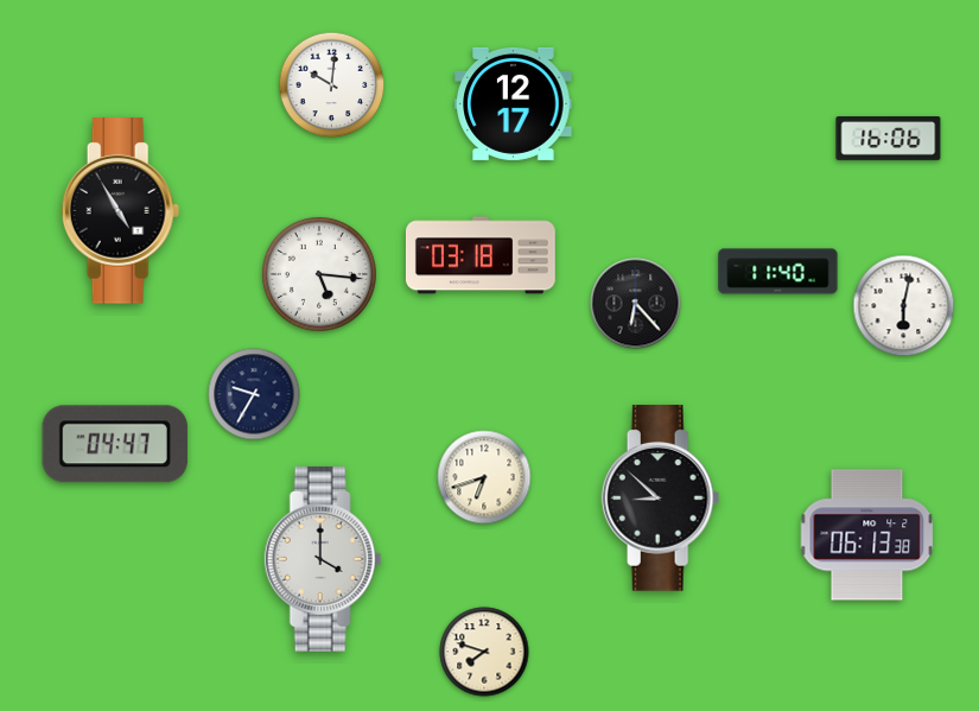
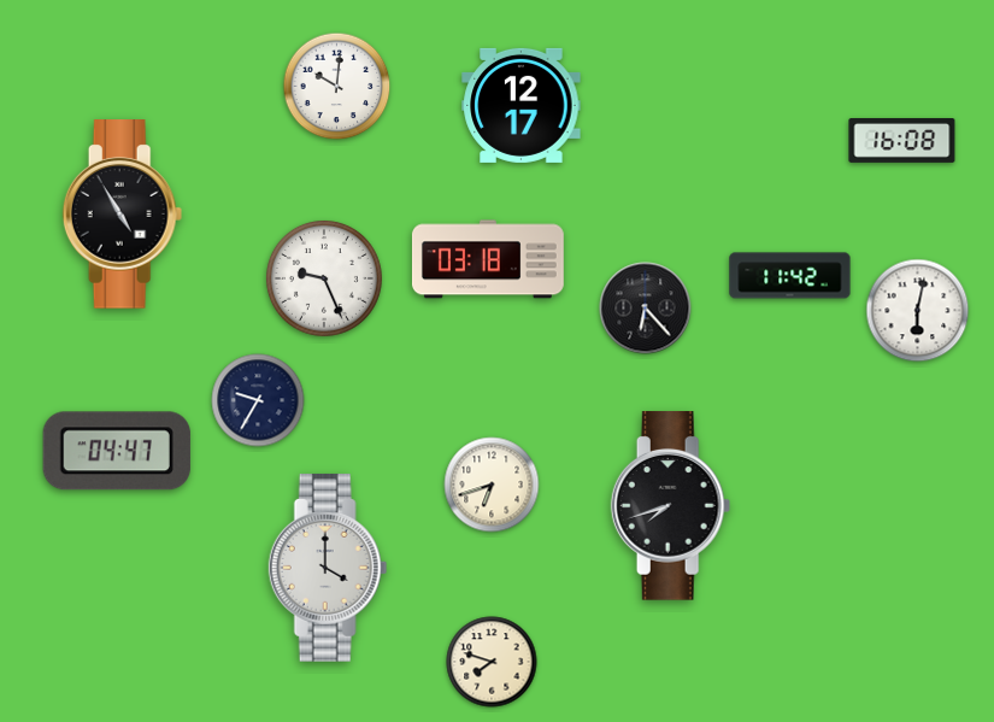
clock at (889, 139): 16:06 -> 16:08
clock at (778, 272): 11:40 -> 11:42
clock at (319, 274): 5:16 -> 9:26
clock at (661, 499): 8:52 -> 7:42
clock at (867, 535): 06:13 -> none
